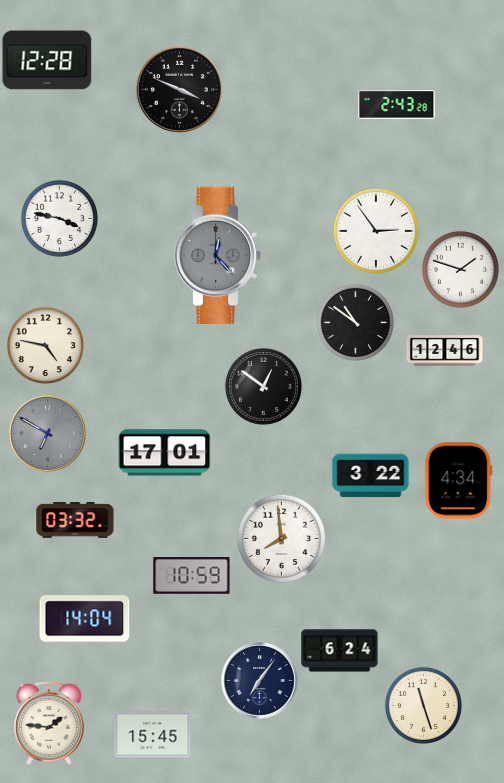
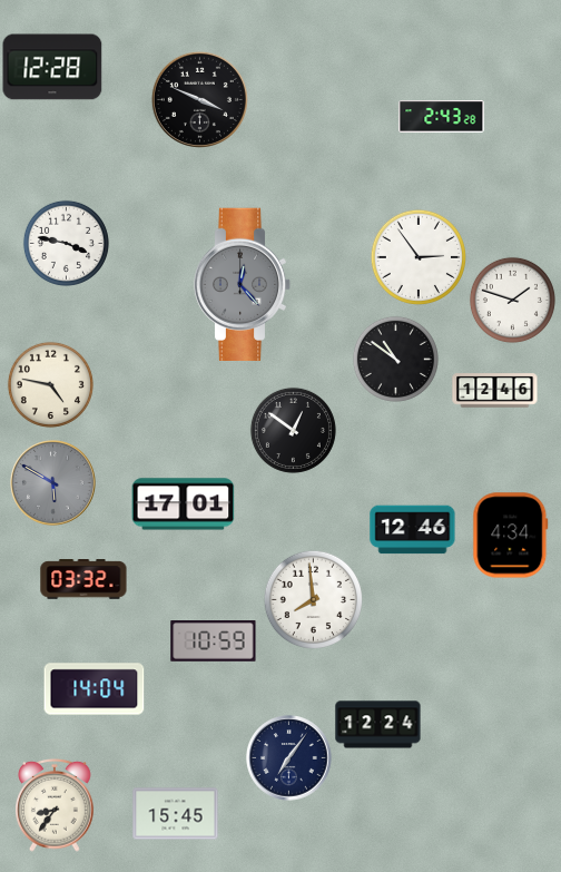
clock at (48, 434): 6:50 -> 5:50
clock at (371, 476): 3:22 -> 12:46
clock at (340, 651): 6:24 -> 12:24
clock at (423, 705): 11:27 -> none
clock at (50, 723): 1:46 -> 8:36
clock at (153, 735) position: (153, 735) -> (176, 814)
